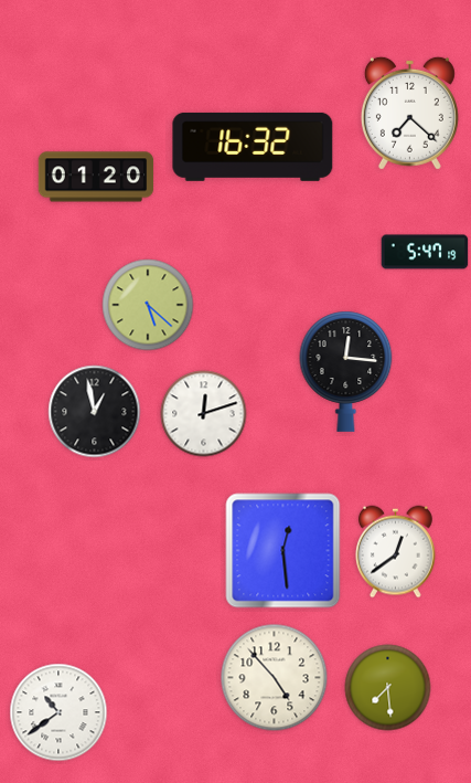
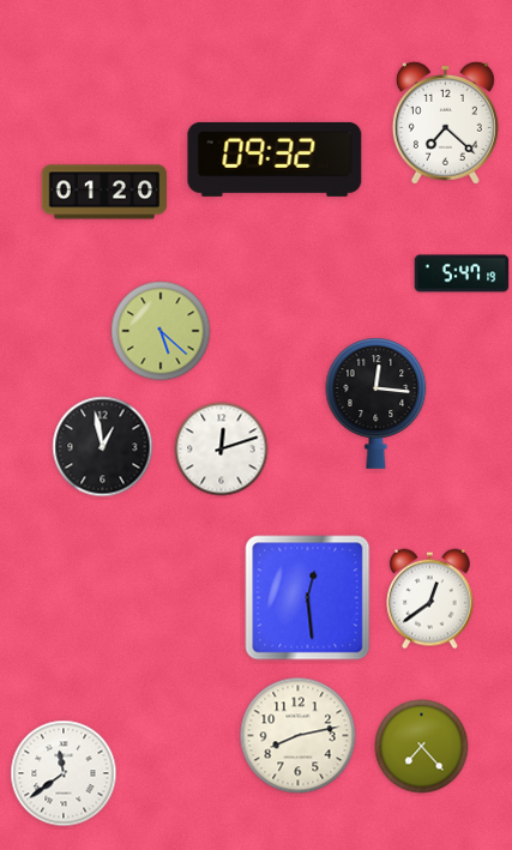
clock at (253, 147): 16:32 -> 09:32
clock at (275, 678): 4:53 -> 8:13
clock at (388, 688): 7:29 -> 7:23
clock at (58, 712): 10:39 -> 11:39
